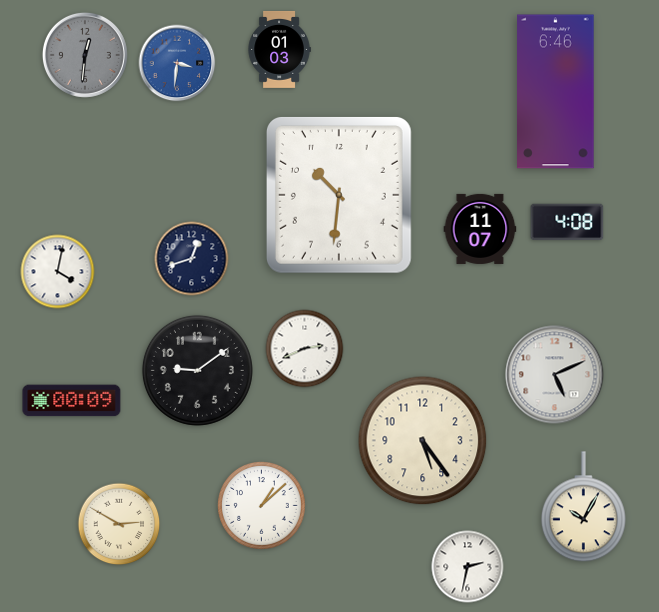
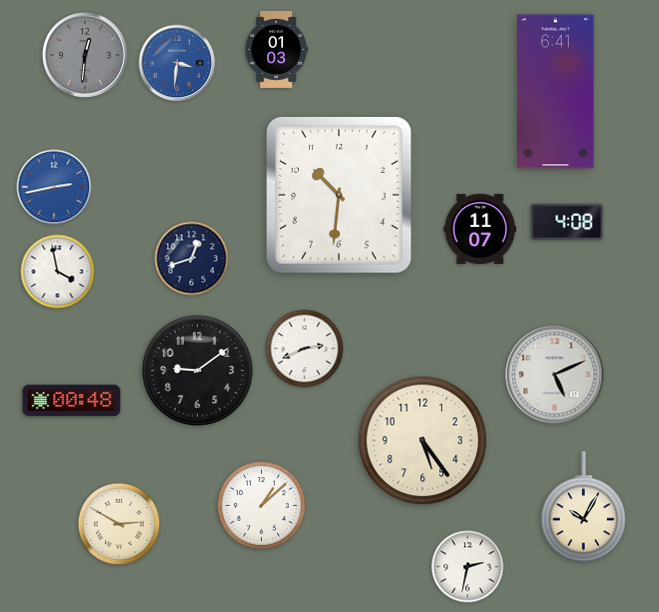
clock at (279, 49) position: (279, 49) -> (276, 49)
clock at (556, 92): 6:46 -> 6:41
clock at (54, 187): none -> 2:43
clock at (58, 272): 4:02 -> 3:58
clock at (72, 401): 00:09 -> 00:48
